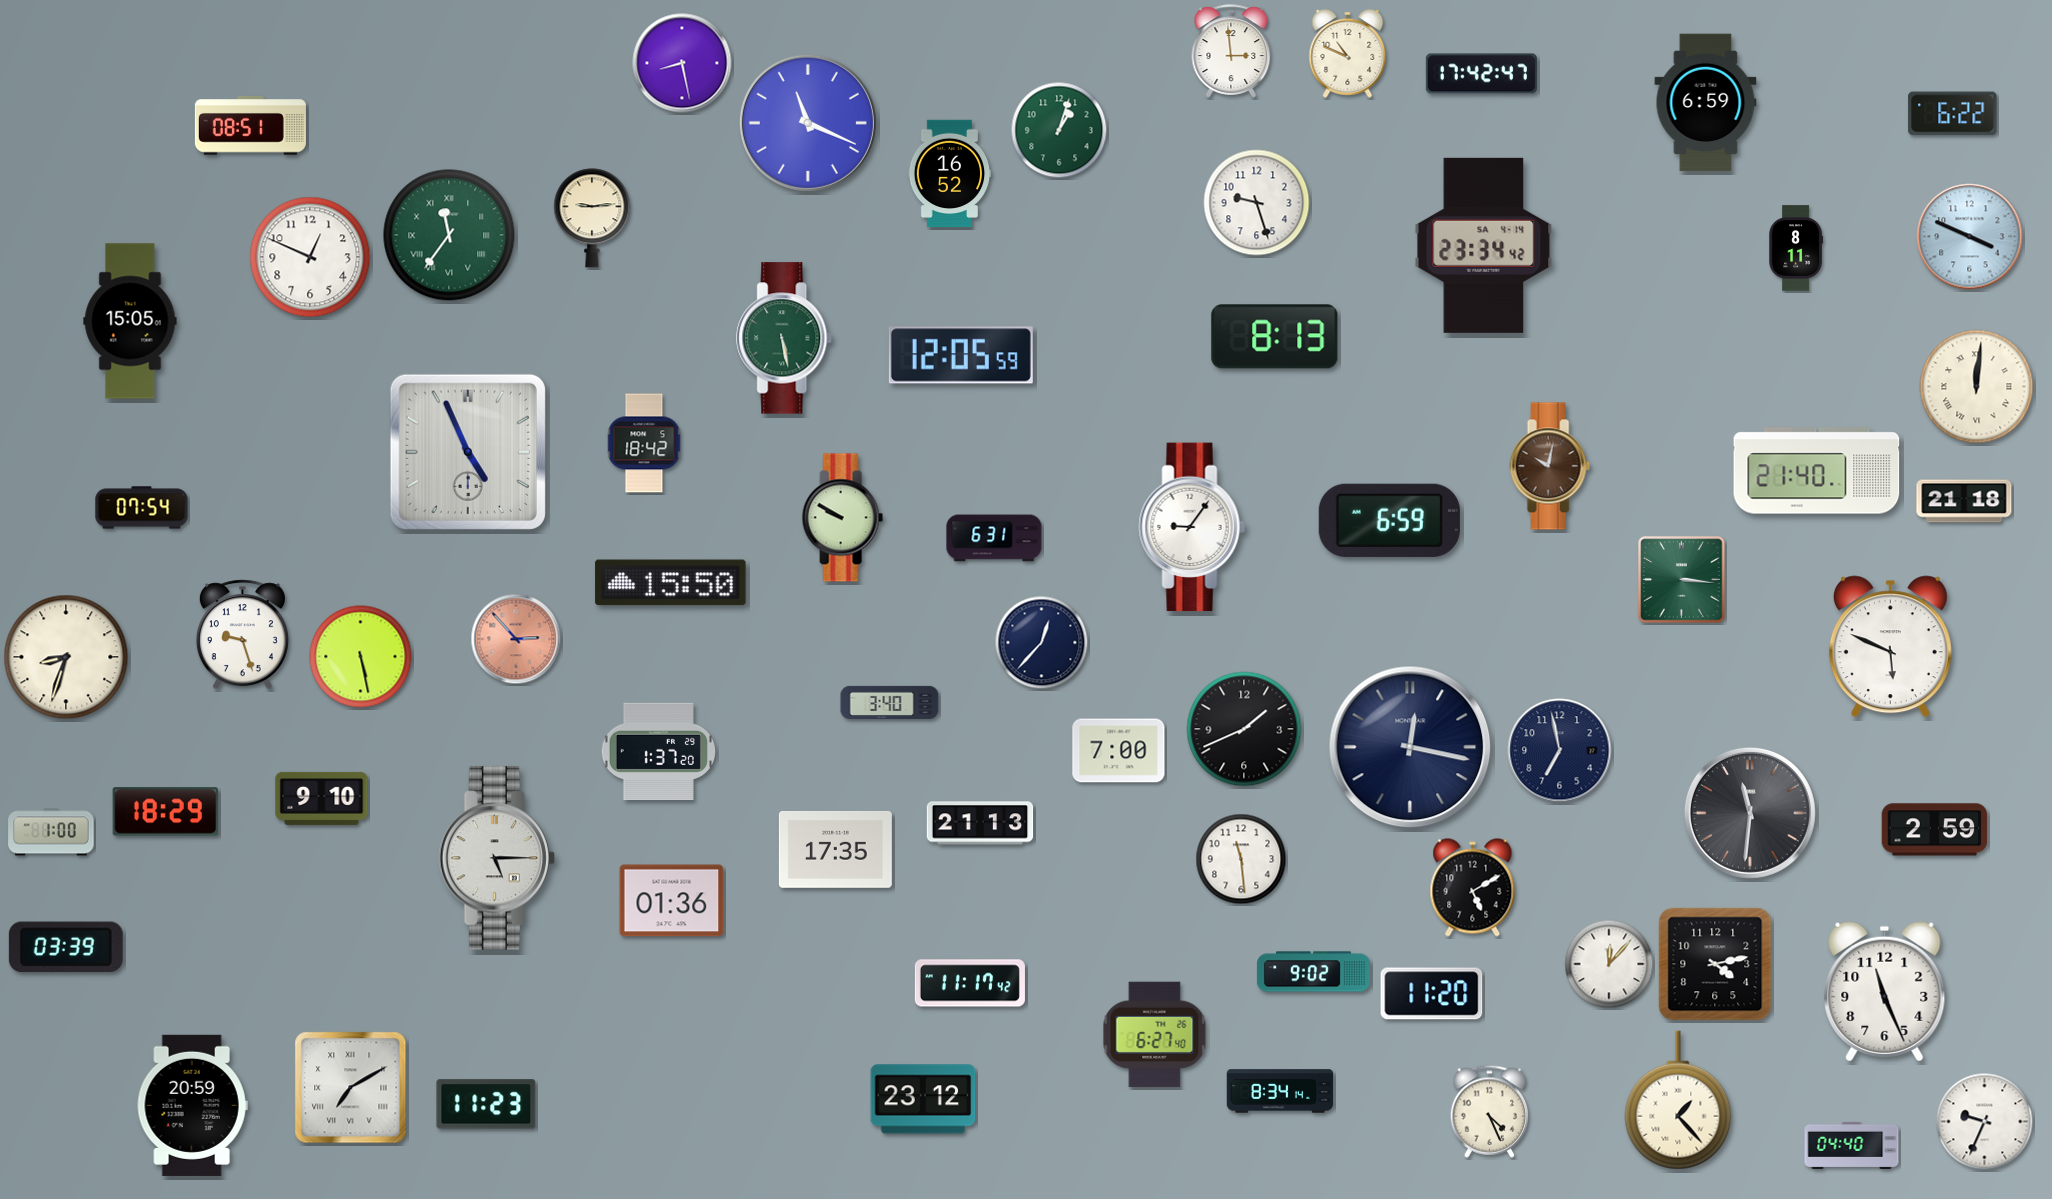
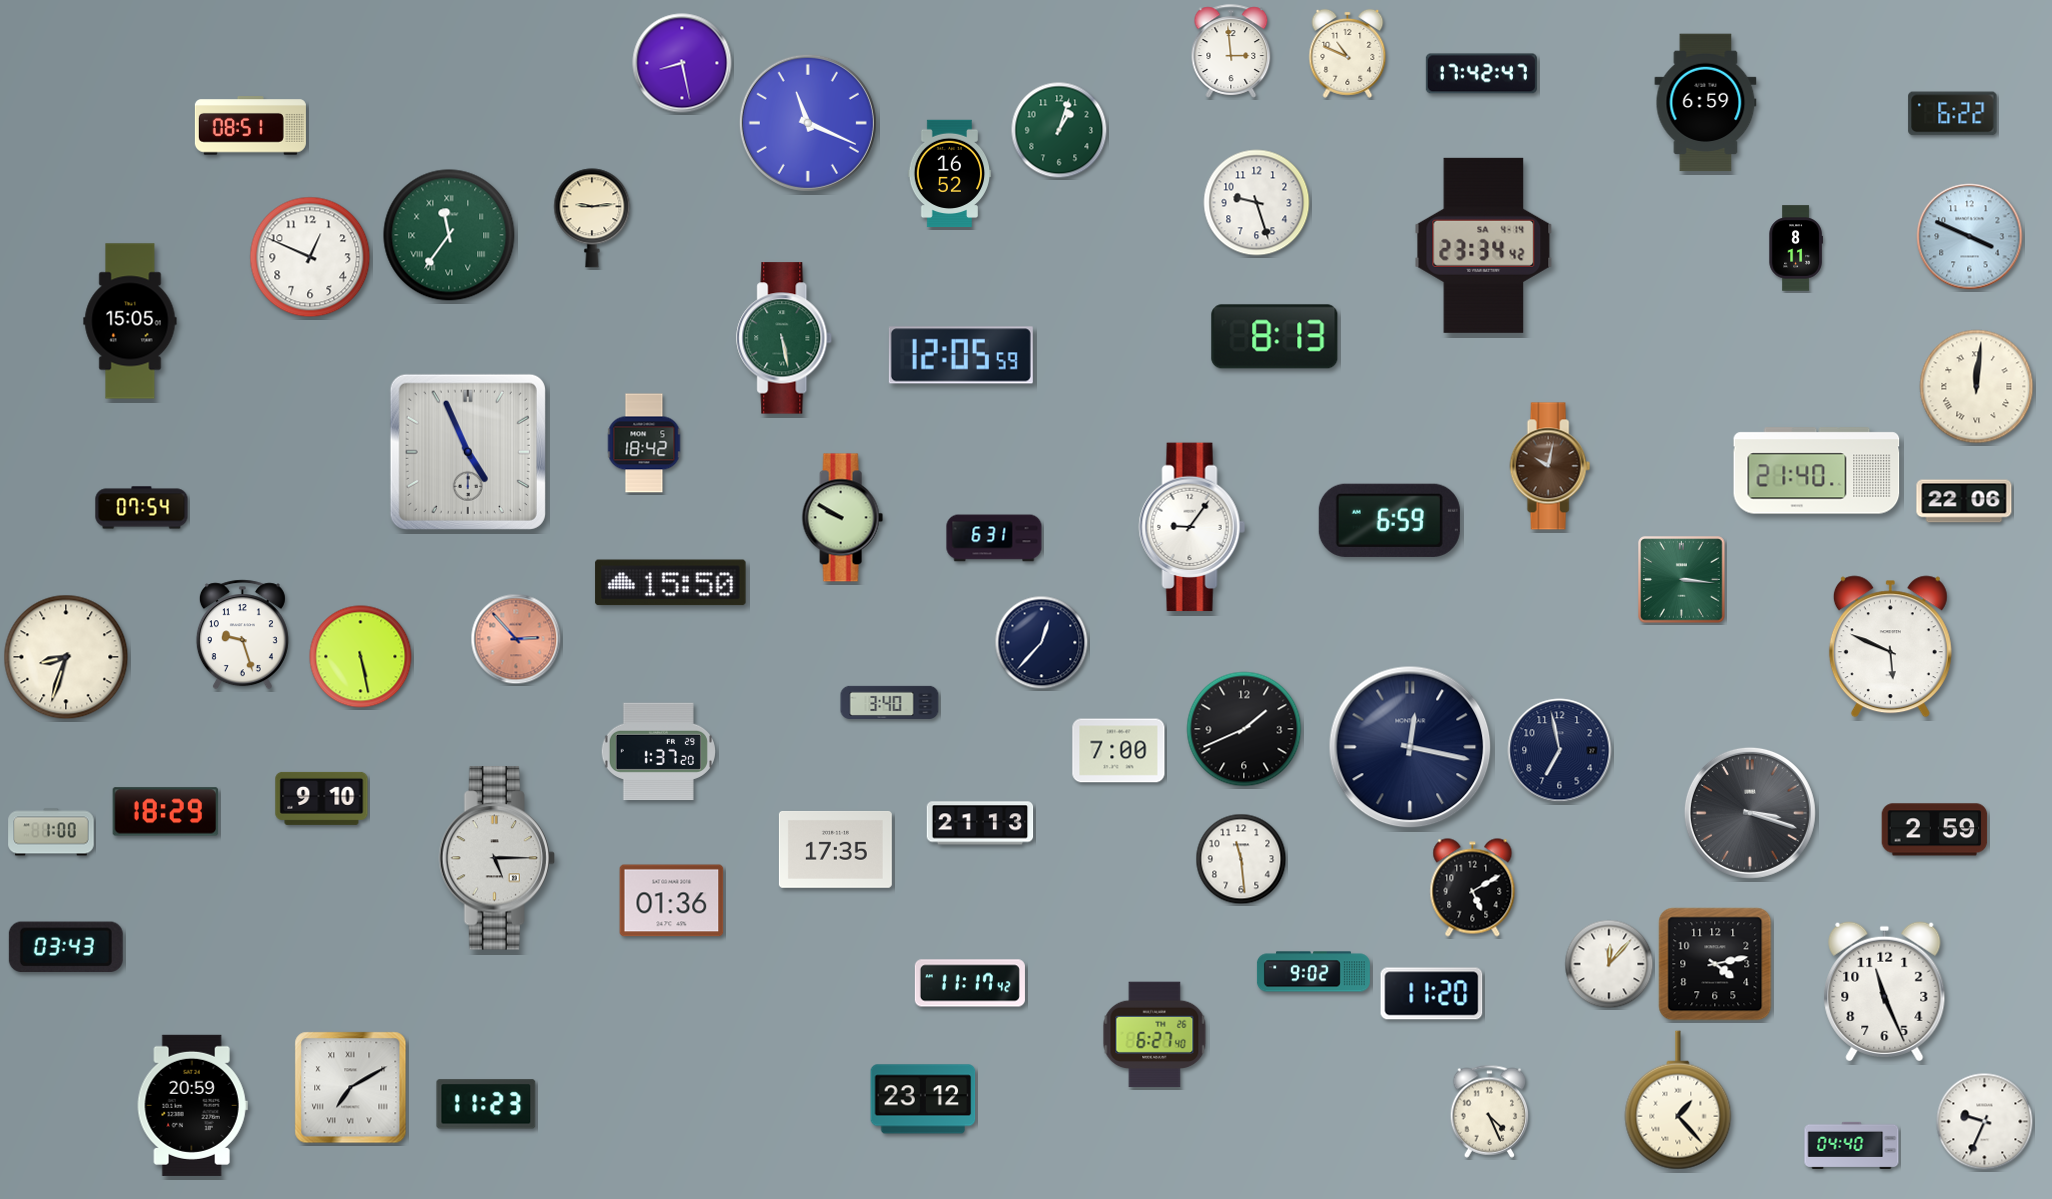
clock at (1964, 501): 21:18 -> 22:06
clock at (1750, 813): 11:31 -> 3:18
clock at (66, 946): 03:39 -> 03:43
clock at (1280, 1091): 8:34 -> none
